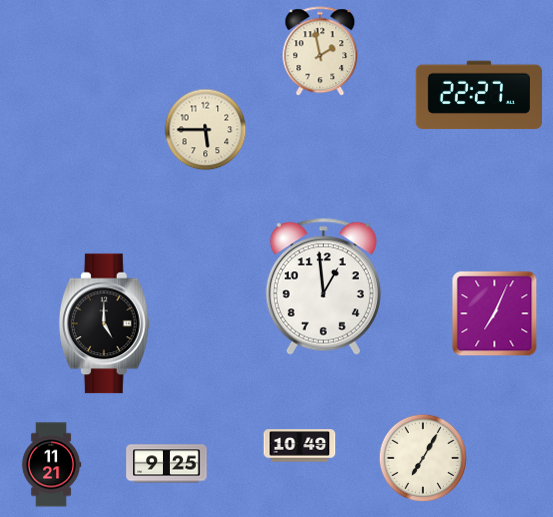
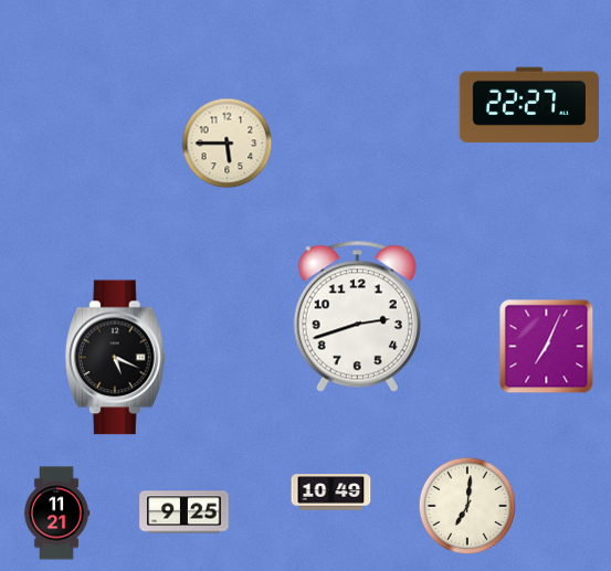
clock at (320, 52): 1:58 -> none
clock at (323, 286): 12:59 -> 2:42
clock at (104, 324): 5:00 -> 5:19
clock at (422, 457): 7:05 -> 7:01
